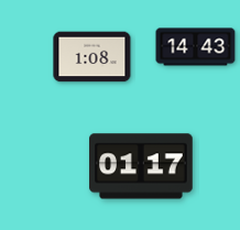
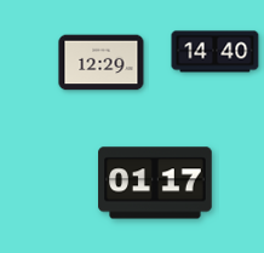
clock at (196, 47): 14:43 -> 14:40
clock at (92, 57): 1:08 -> 12:29
